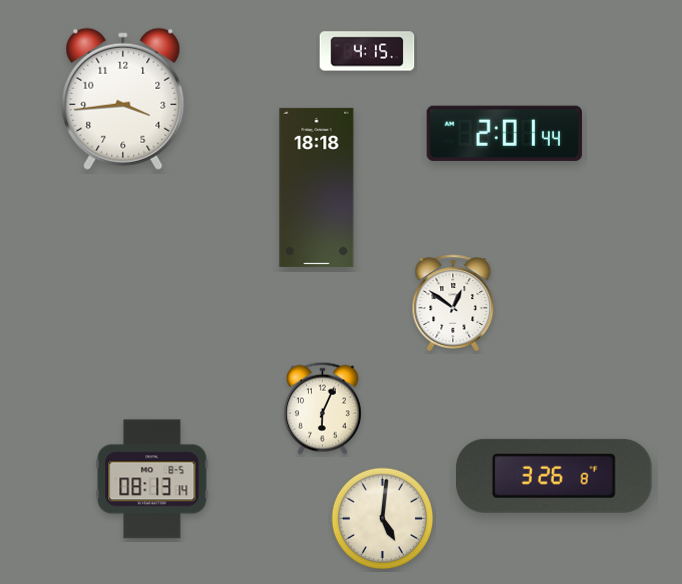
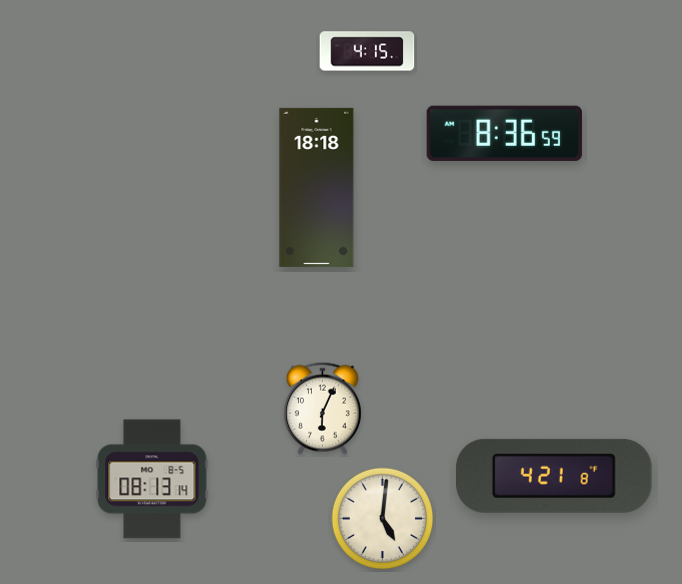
clock at (123, 99): 3:44 -> none
clock at (504, 133): 2:01 -> 8:36
clock at (453, 303): 12:51 -> none
clock at (554, 476): 3:26 -> 4:21
